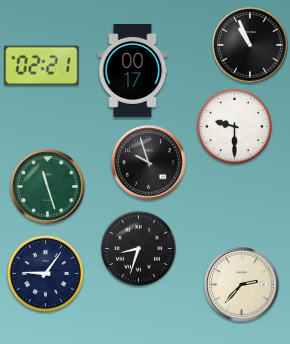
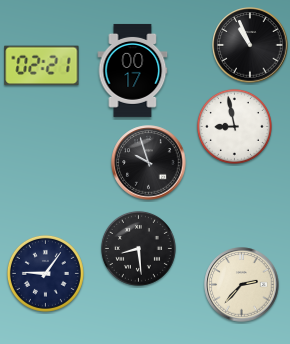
clock at (234, 126): 9:30 -> 8:58
clock at (48, 187): 11:27 -> none
clock at (138, 248): 8:33 -> 8:29
